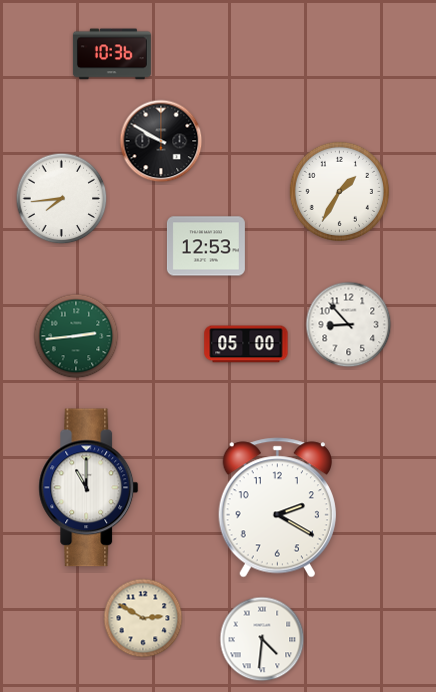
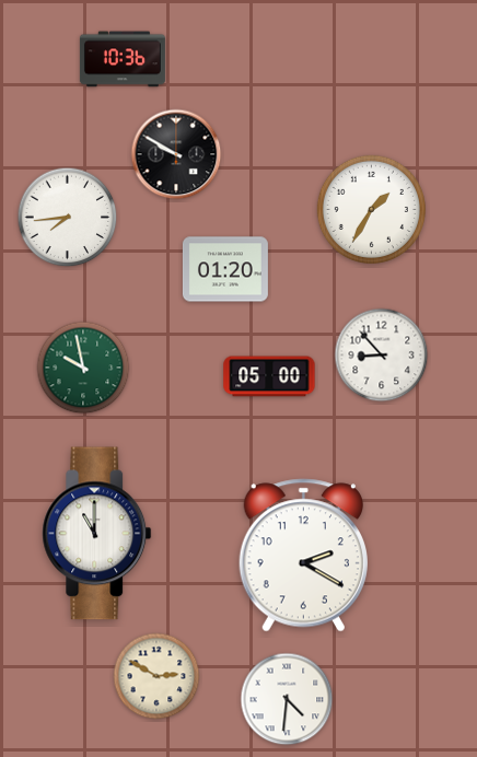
clock at (206, 246): 12:53 -> 01:20
clock at (76, 336): 2:44 -> 9:58
